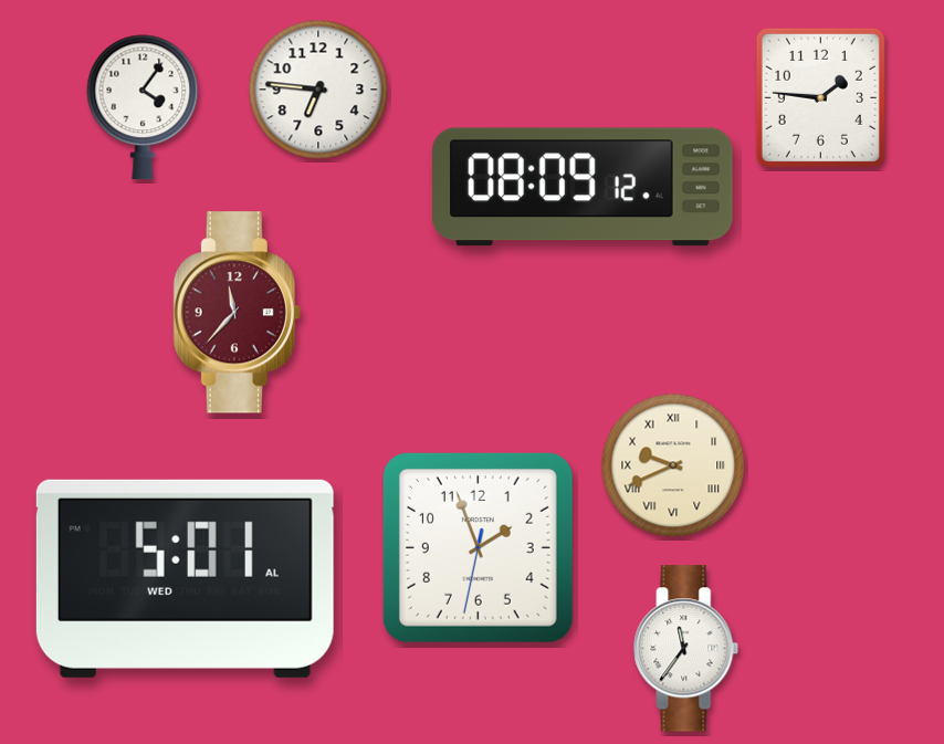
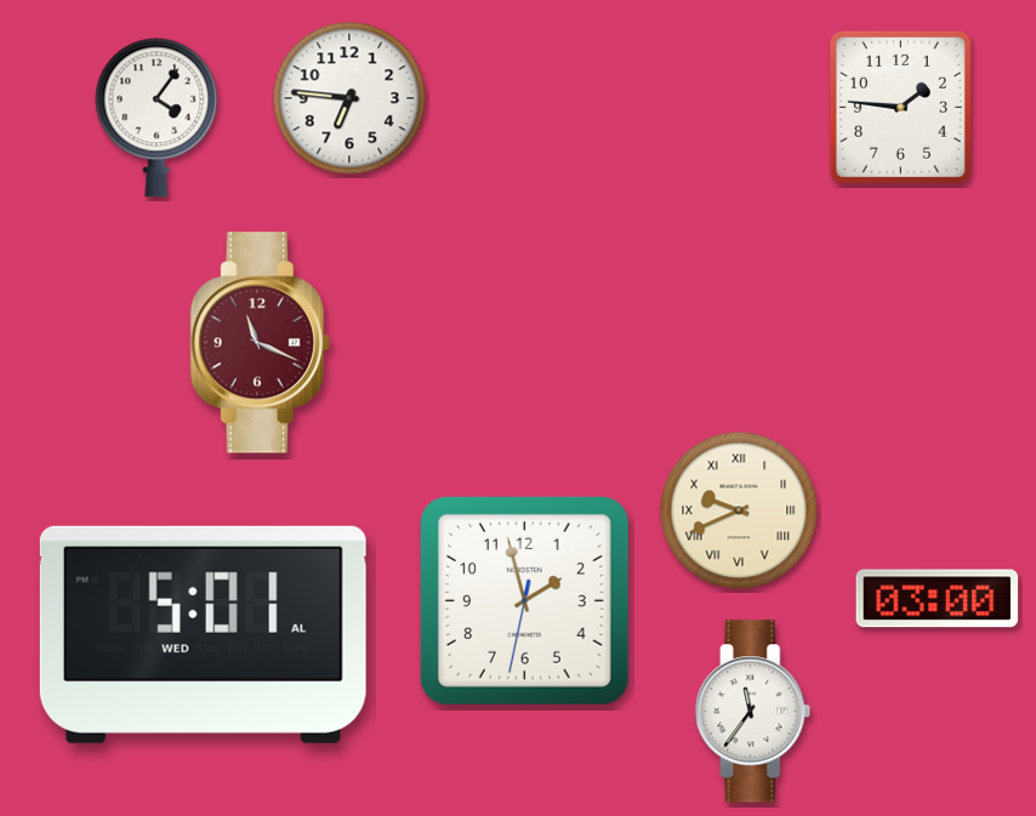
clock at (584, 187): 08:09 -> none
clock at (237, 313): 11:37 -> 11:19
clock at (938, 599): none -> 03:00
clock at (478, 547): 1:56 -> 1:57
